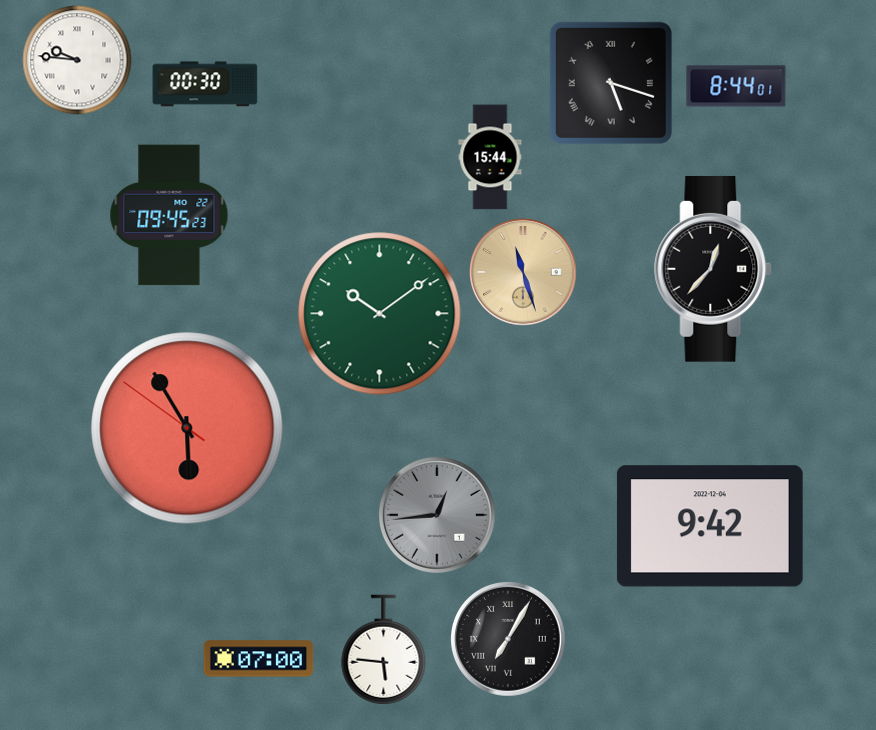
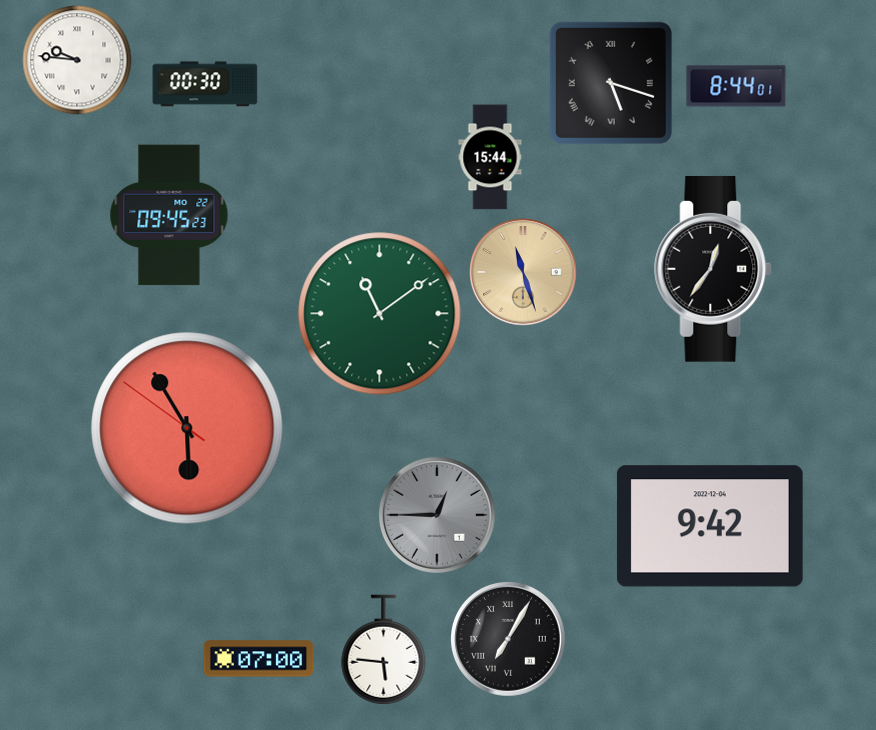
clock at (714, 269): 12:37 -> 12:36
clock at (380, 314): 10:09 -> 11:09
clock at (437, 515): 12:44 -> 12:45
